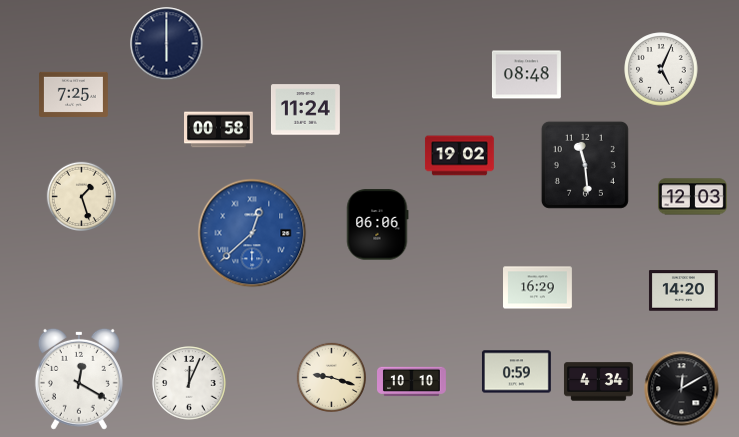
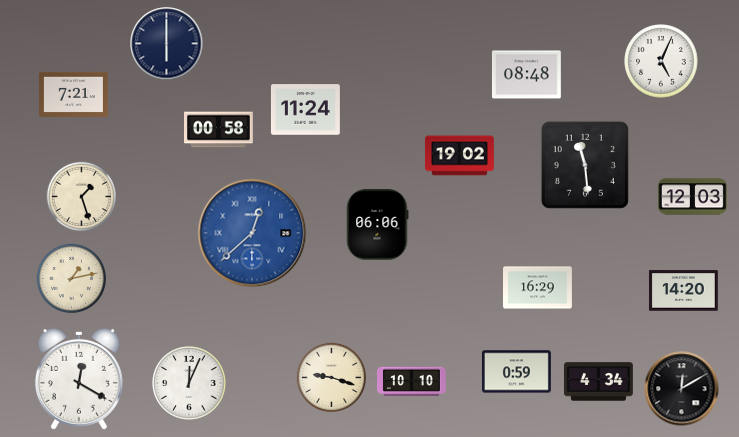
clock at (661, 69) position: (661, 69) -> (661, 61)
clock at (74, 94): 7:25 -> 7:21
clock at (71, 278): none -> 1:13
